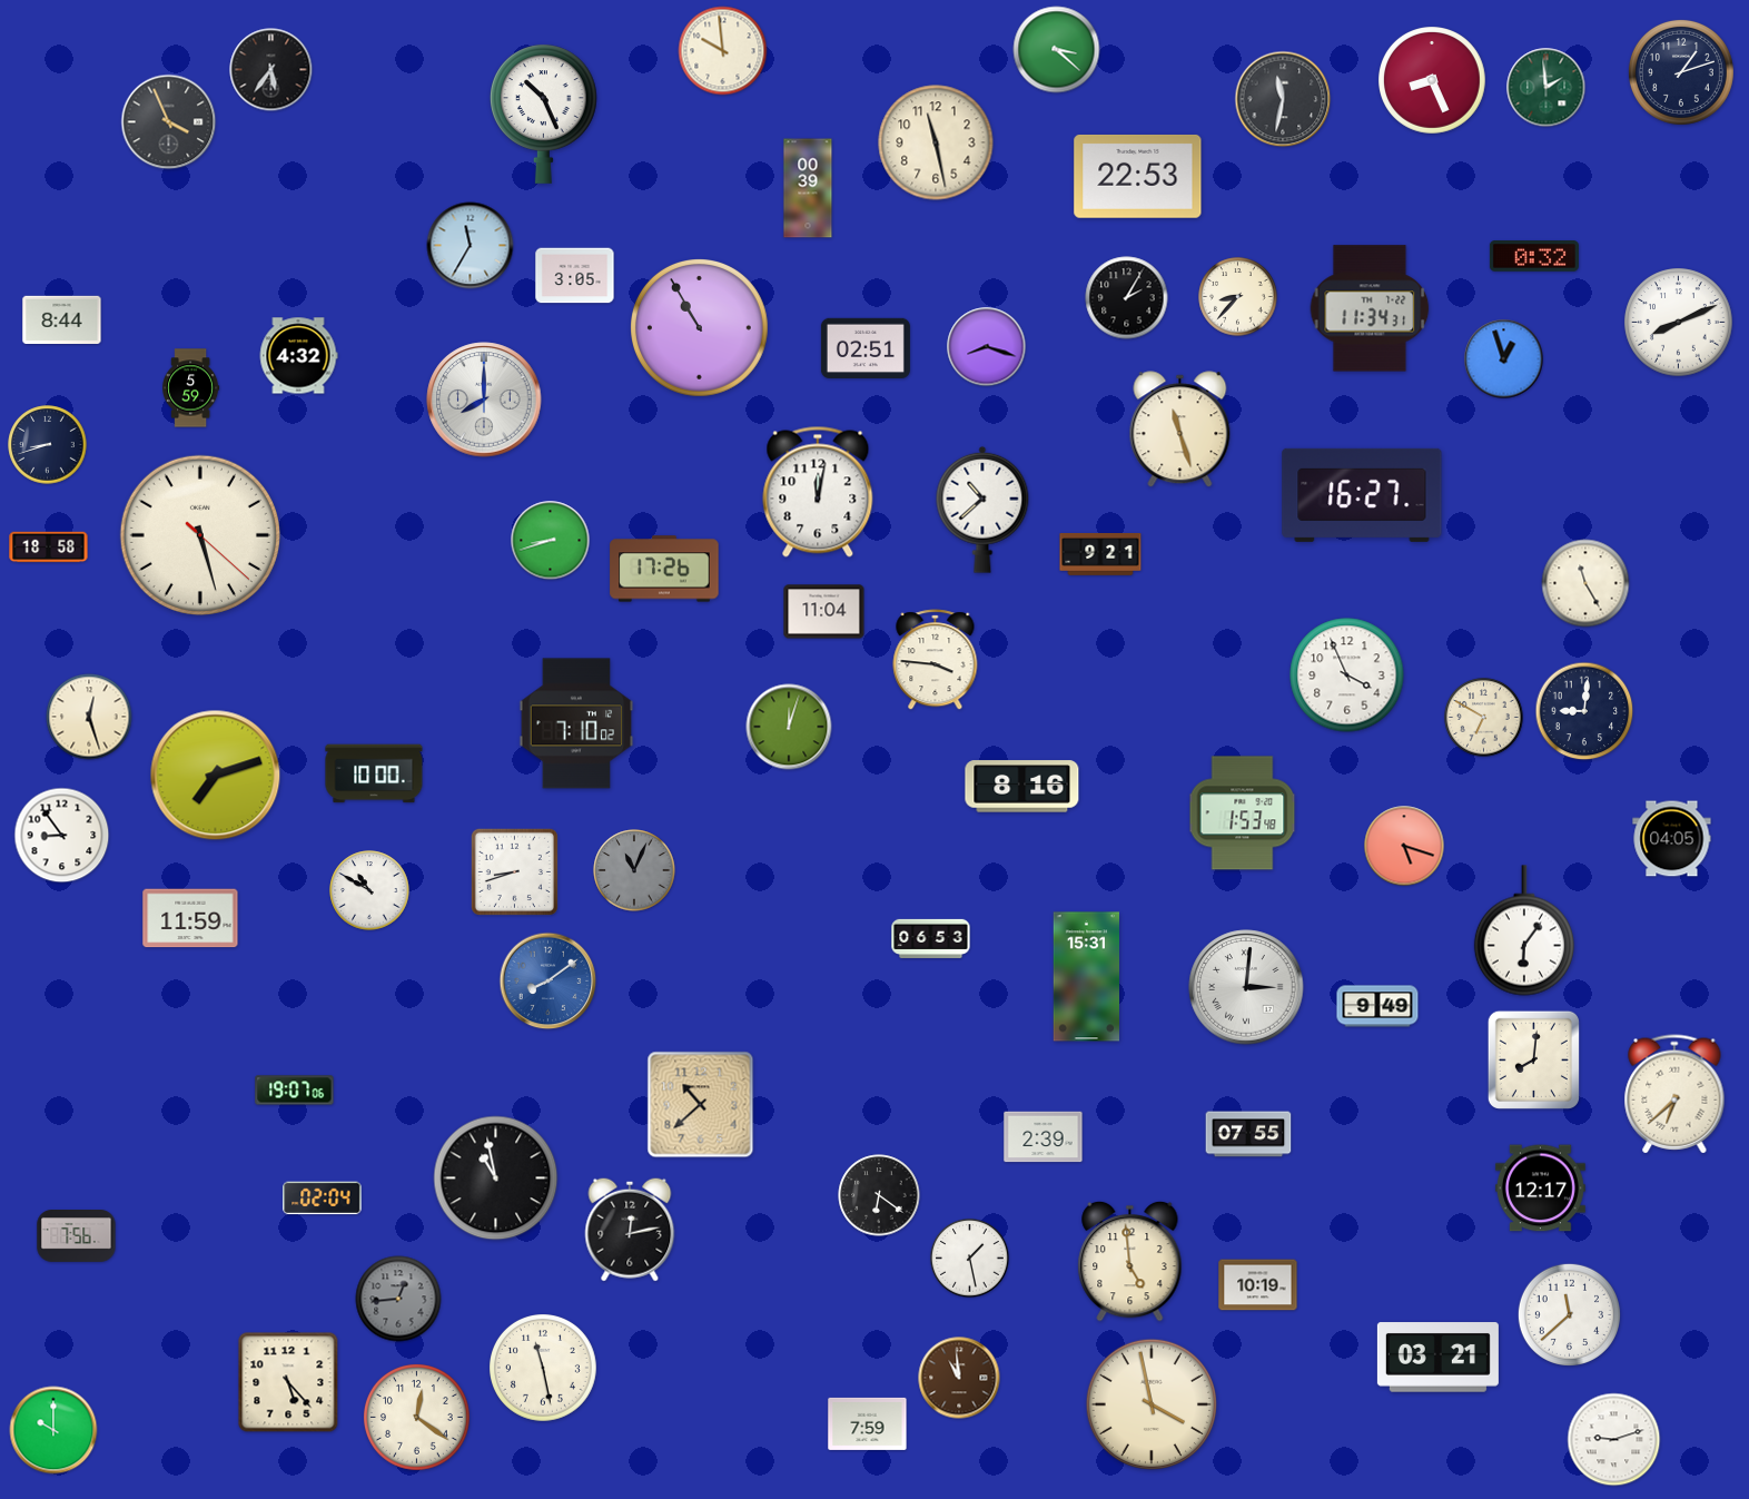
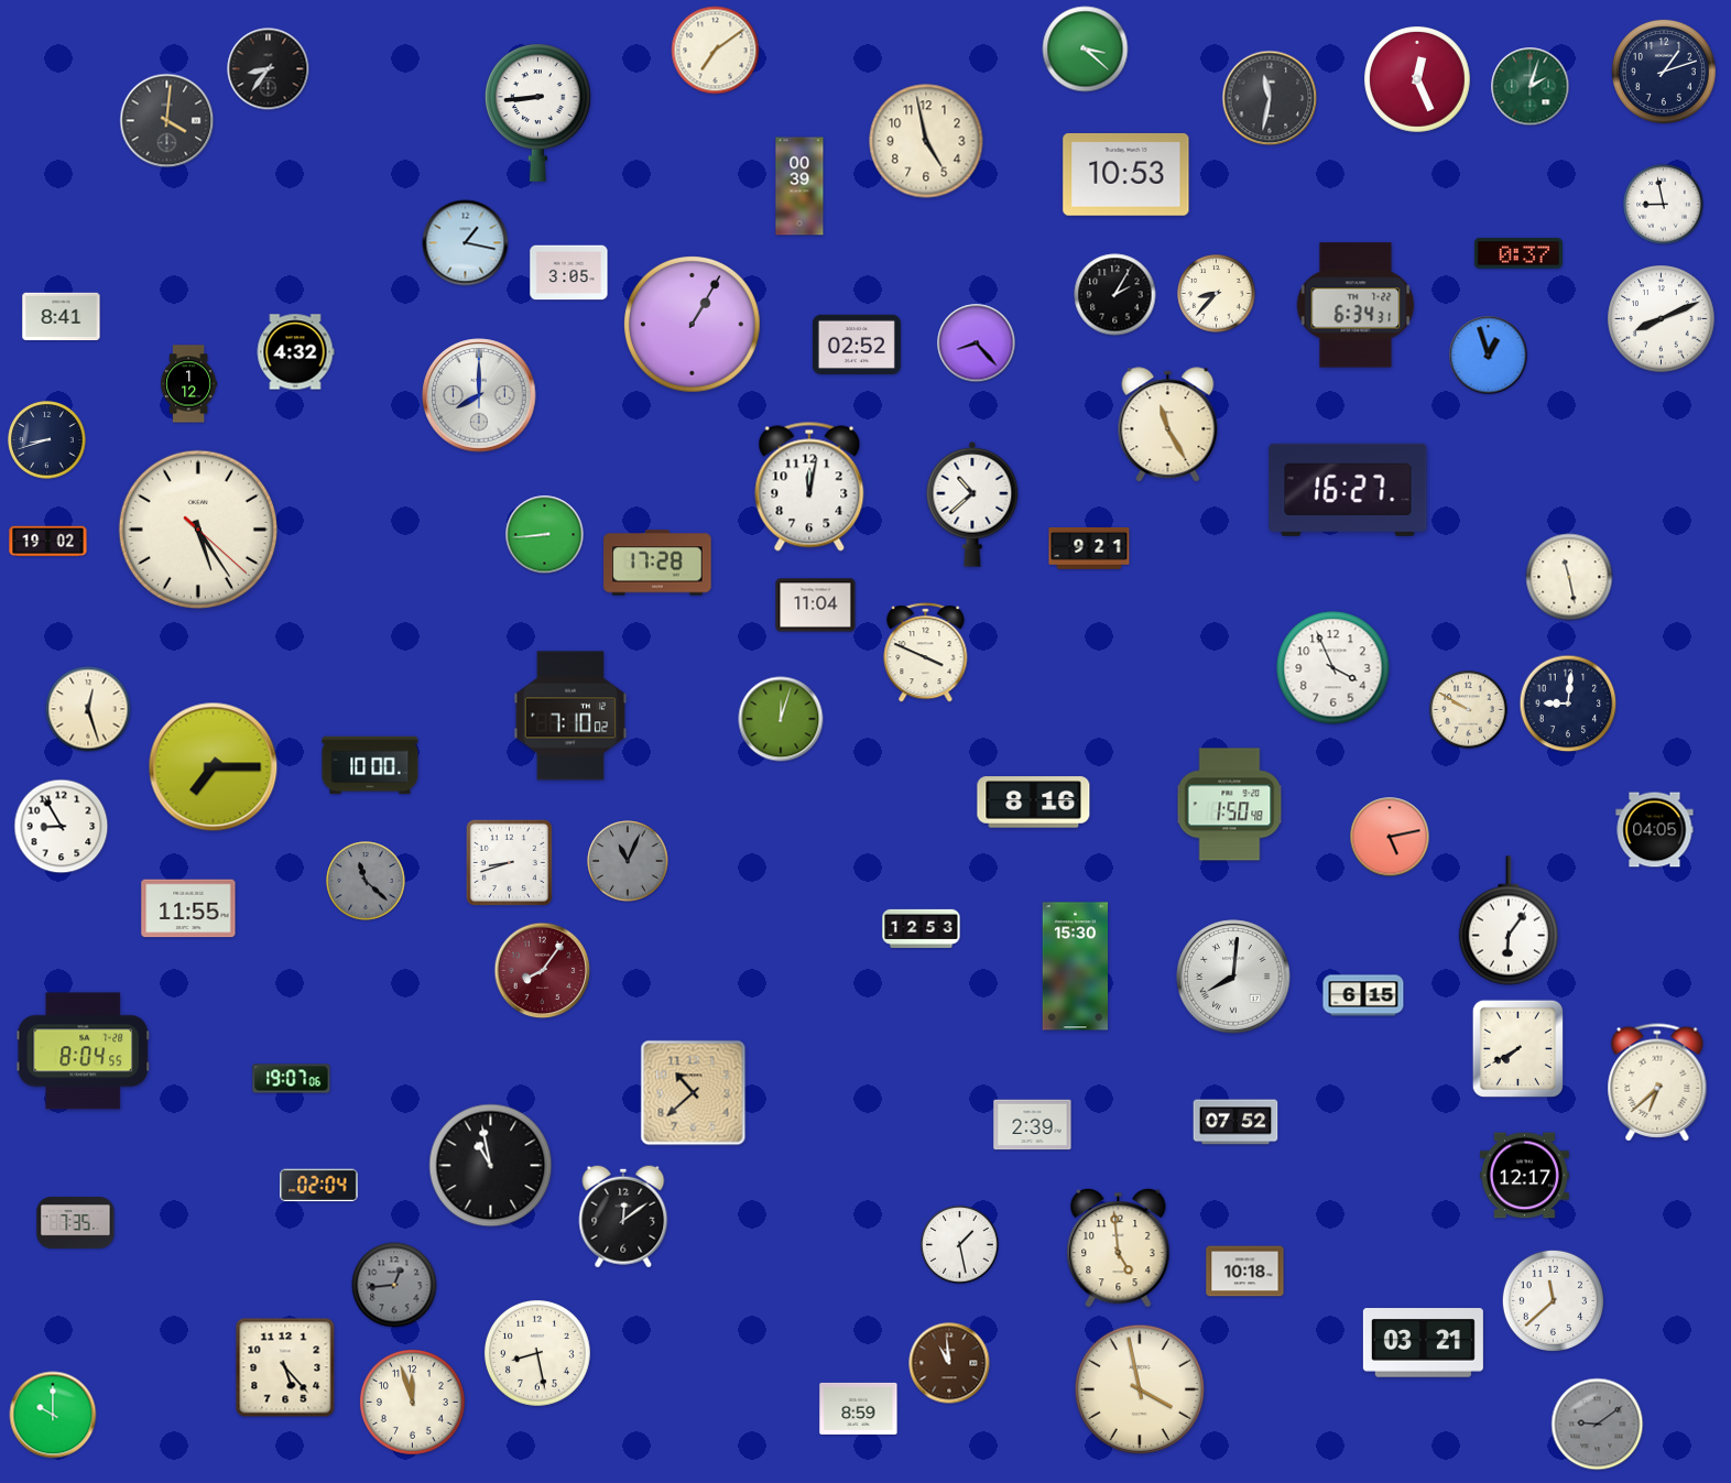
clock at (1057, 50) position: (1057, 50) -> (1086, 50)
clock at (723, 51): 9:59 -> 7:09
clock at (271, 70): 5:36 -> 8:36
clock at (1433, 81): 8:26 -> 12:26
clock at (1547, 88): 1:59 -> 2:03
clock at (544, 114): 10:26 -> 8:44
clock at (169, 122): 3:56 -> 4:01
clock at (936, 142): 11:28 -> 4:58
clock at (1138, 176): 22:53 -> 10:53
clock at (1664, 205): none -> 8:58
clock at (471, 246): 11:35 -> 1:17
clock at (1534, 257): 0:32 -> 0:37
clock at (1238, 297) position: (1238, 297) -> (1217, 294)
clock at (1370, 308): 11:34 -> 6:34
clock at (62, 320): 8:44 -> 8:41
clock at (700, 328): 10:55 -> 1:05
clock at (866, 347): 02:51 -> 02:52
clock at (987, 347): 8:18 -> 8:23
clock at (191, 388): 5:59 -> 1:12
clock at (1180, 430): 11:27 -> 11:25
clock at (200, 535): 5:27 -> 5:24
clock at (551, 541): 8:42 -> 8:44
clock at (49, 548): 18:58 -> 19:02
clock at (664, 569): 17:26 -> 17:28
clock at (1585, 583): 11:25 -> 11:28
clock at (936, 660): 3:46 -> 3:49
clock at (1484, 718): 6:50 -> 9:50
clock at (216, 776): 7:12 -> 7:15
clock at (1022, 787) position: (1022, 787) -> (1034, 803)
clock at (1243, 813): 1:53 -> 1:50
clock at (62, 836): 8:54 -> 8:55
clock at (1404, 846): 5:18 -> 5:13
clock at (369, 890): 10:50 -> 11:22
clock at (369, 890) dial: white -> grey
clock at (190, 918): 11:59 -> 11:55
clock at (931, 938): 06:53 -> 12:53
clock at (1086, 977): 15:31 -> 15:30
clock at (549, 982): 8:09 -> 8:06
clock at (549, 982) dial: blue -> burgundy
clock at (1246, 987): 3:01 -> 8:01
clock at (1377, 1006): 9:49 -> 6:15
clock at (1533, 1059): 8:01 -> 7:40
clock at (84, 1051): none -> 8:04
clock at (1248, 1134): 07:55 -> 07:52
clock at (879, 1195): 6:21 -> none
clock at (630, 1230): 12:13 -> 12:09
clock at (77, 1236): 7:56 -> 7:35
clock at (1258, 1285): 10:19 -> 10:18
clock at (544, 1369): 11:28 -> 8:28
clock at (416, 1417): 12:21 -> 11:57
clock at (868, 1423): 7:59 -> 8:59
clock at (1614, 1440): 9:12 -> 9:09
clock at (1614, 1440) dial: white -> grey
